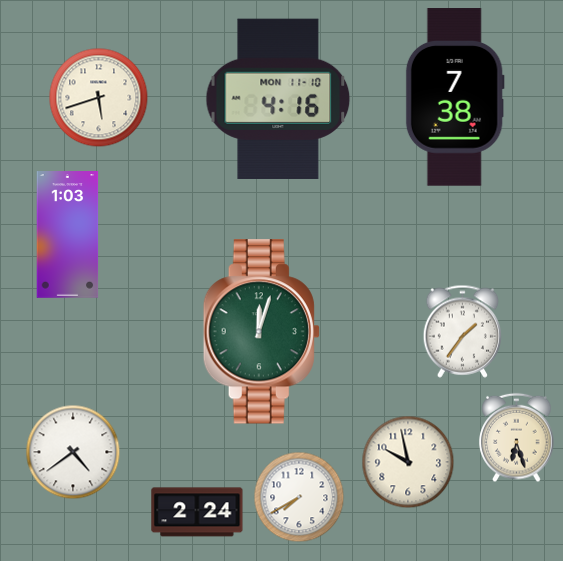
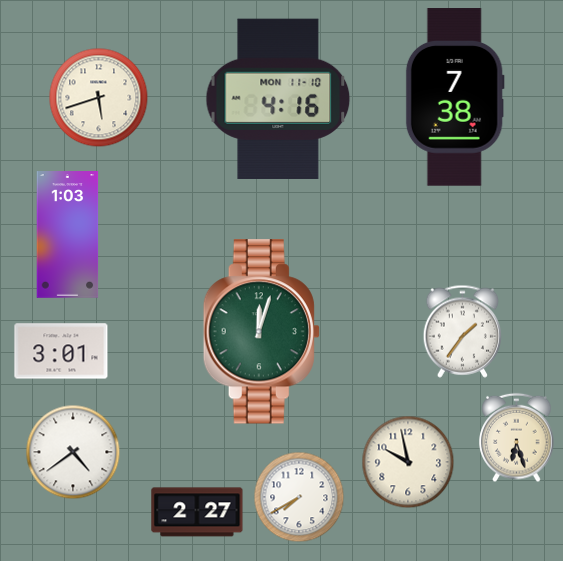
clock at (61, 351): none -> 3:01
clock at (197, 512): 2:24 -> 2:27
